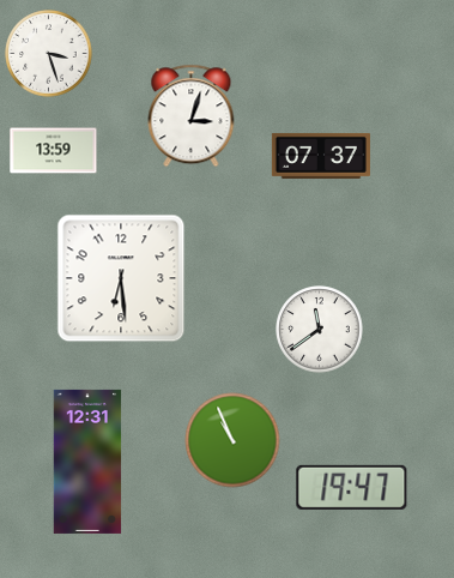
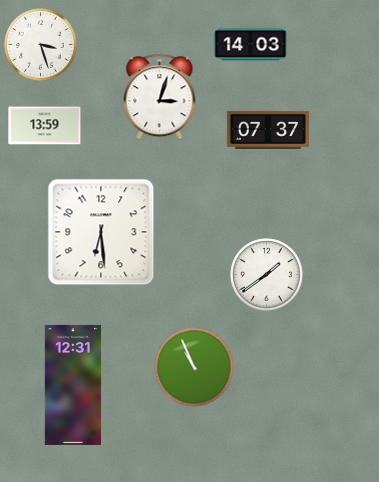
clock at (251, 45): none -> 14:03
clock at (320, 330): 11:39 -> 1:39
clock at (352, 487): 19:47 -> none
